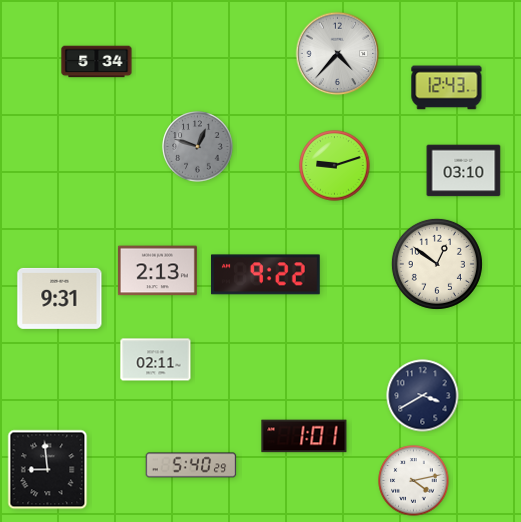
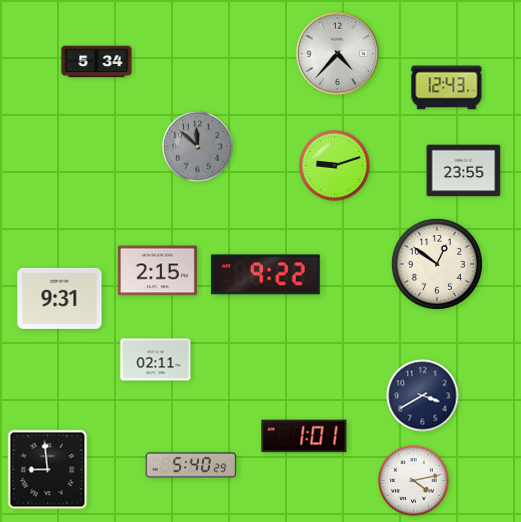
clock at (198, 147): 12:48 -> 11:52
clock at (464, 171): 03:10 -> 23:55
clock at (157, 271): 2:13 -> 2:15
